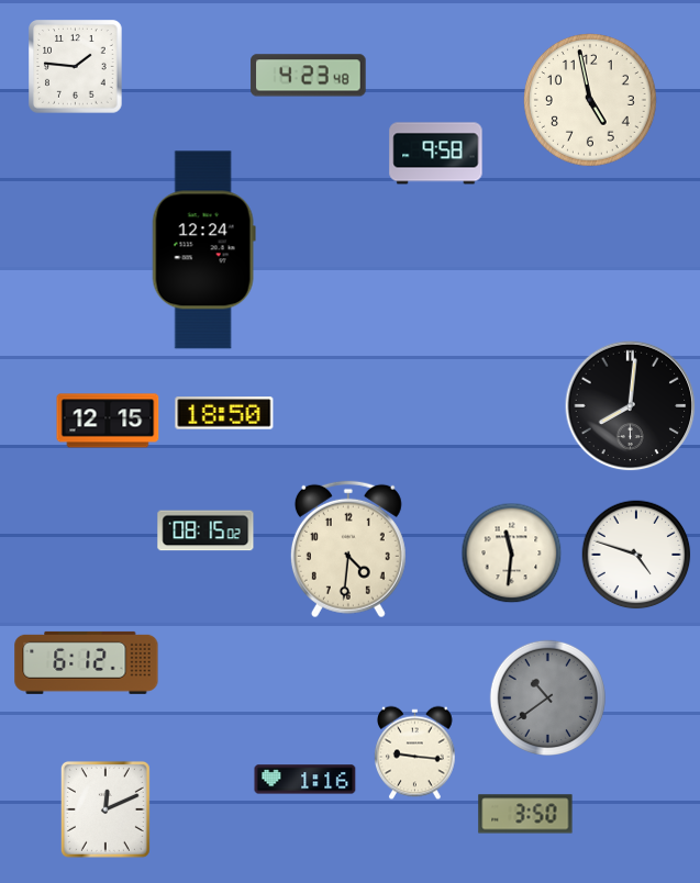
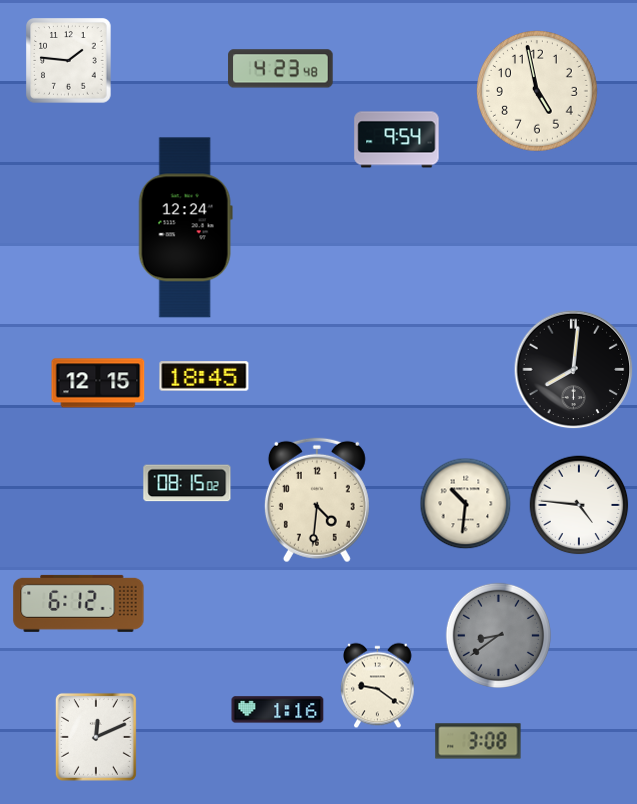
clock at (436, 154): 9:58 -> 9:54
clock at (224, 413): 18:50 -> 18:45
clock at (512, 554): 11:31 -> 10:31
clock at (636, 555): 4:48 -> 4:46
clock at (547, 697): 10:39 -> 8:39
clock at (415, 753): 9:16 -> 9:21
clock at (525, 814): 3:50 -> 3:08
